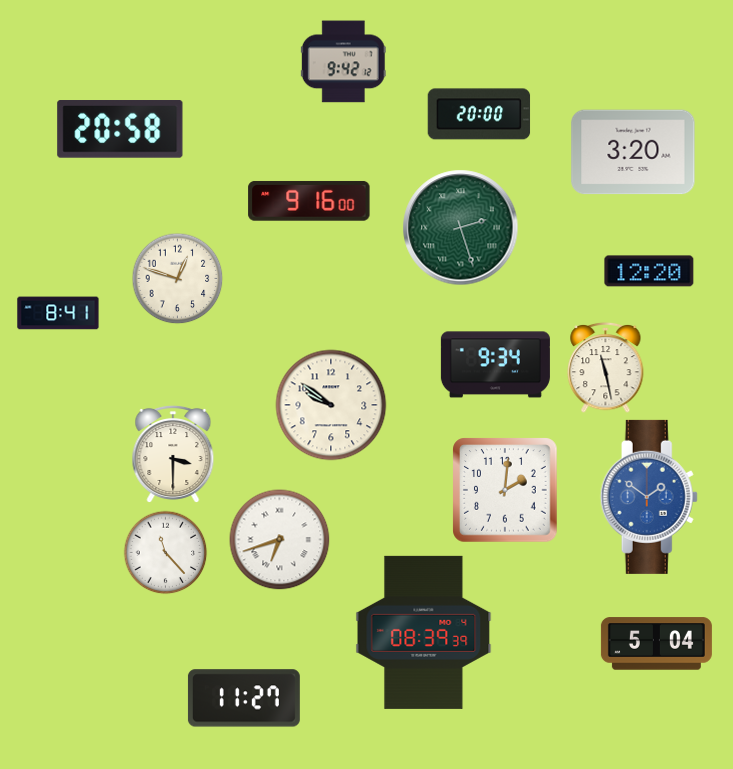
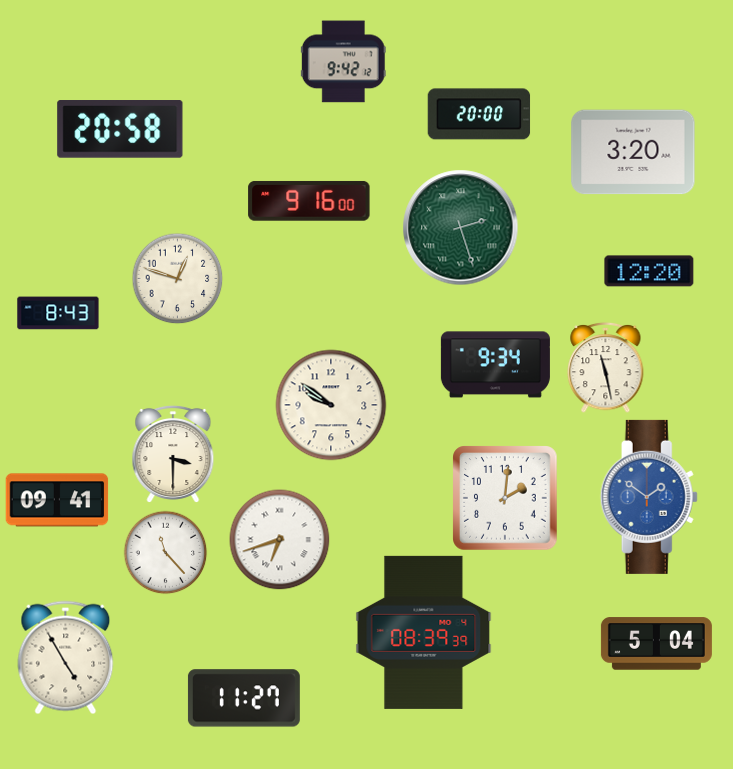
clock at (58, 313): 8:41 -> 8:43
clock at (505, 490) position: (505, 490) -> (505, 498)
clock at (57, 500): none -> 09:41
clock at (66, 658): none -> 4:55
